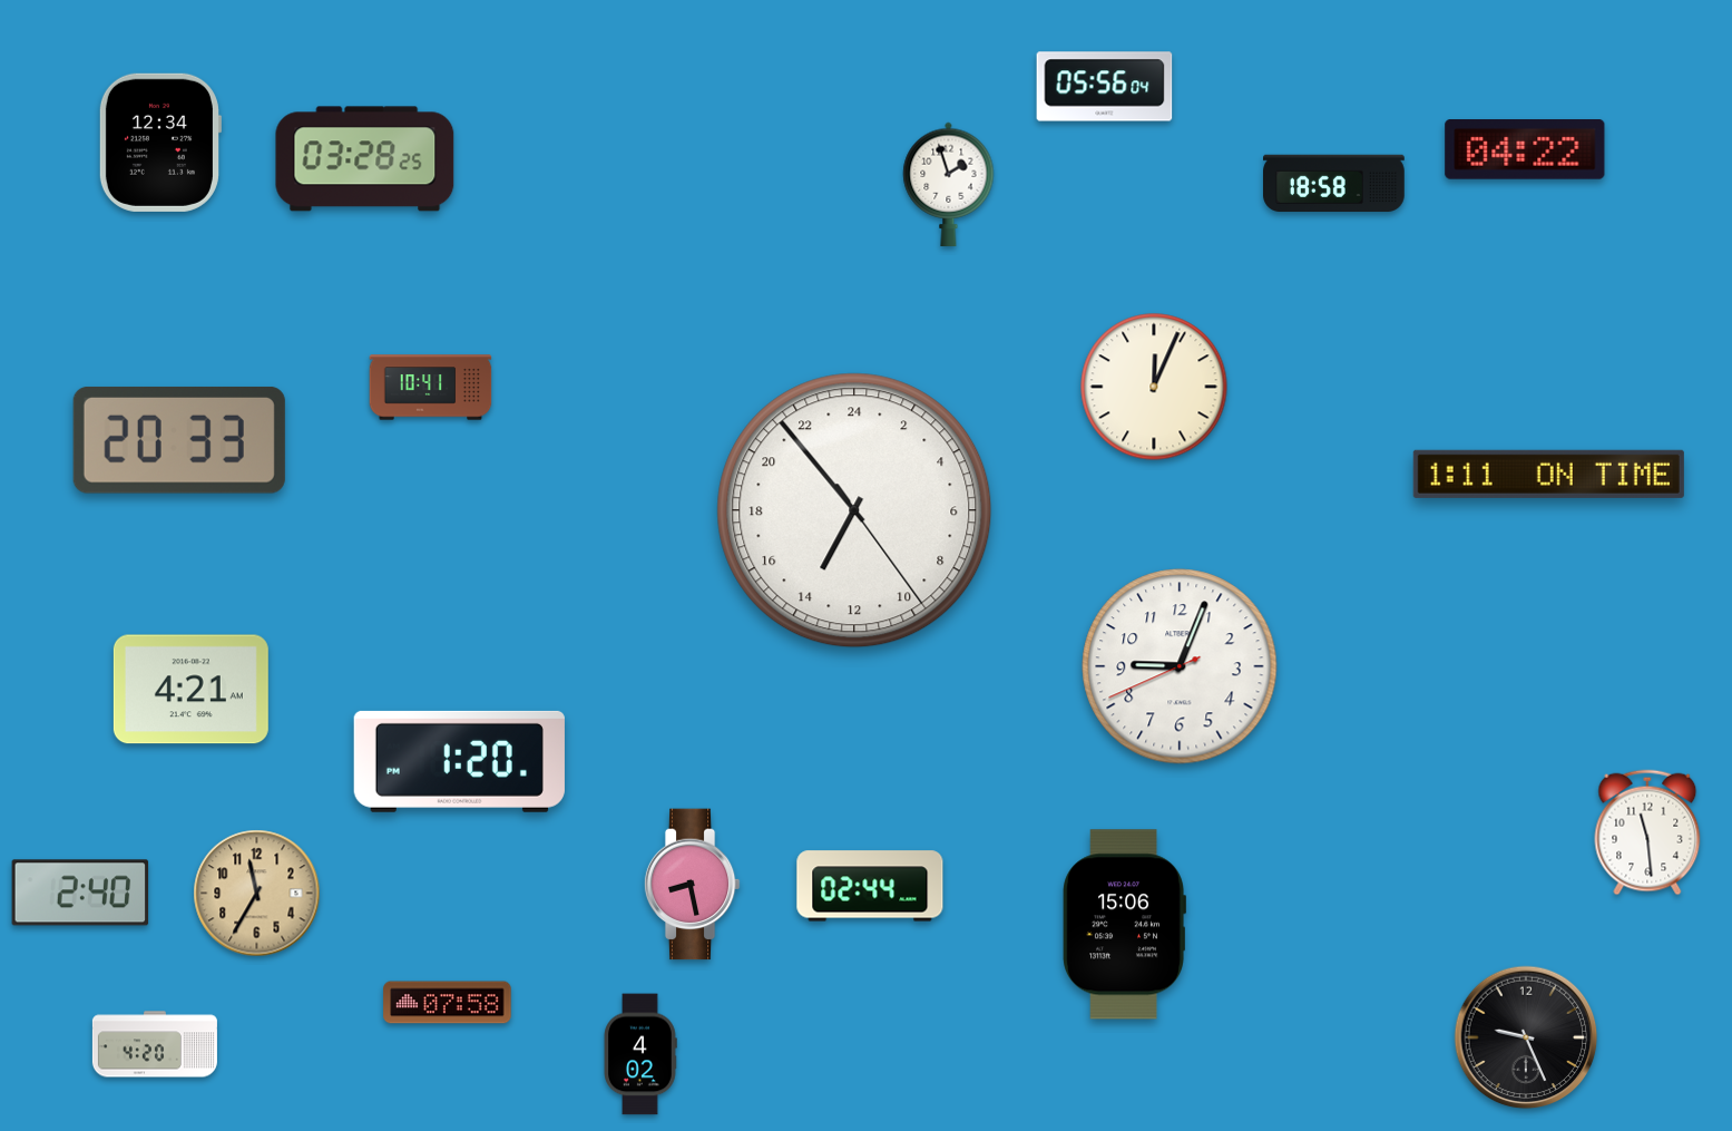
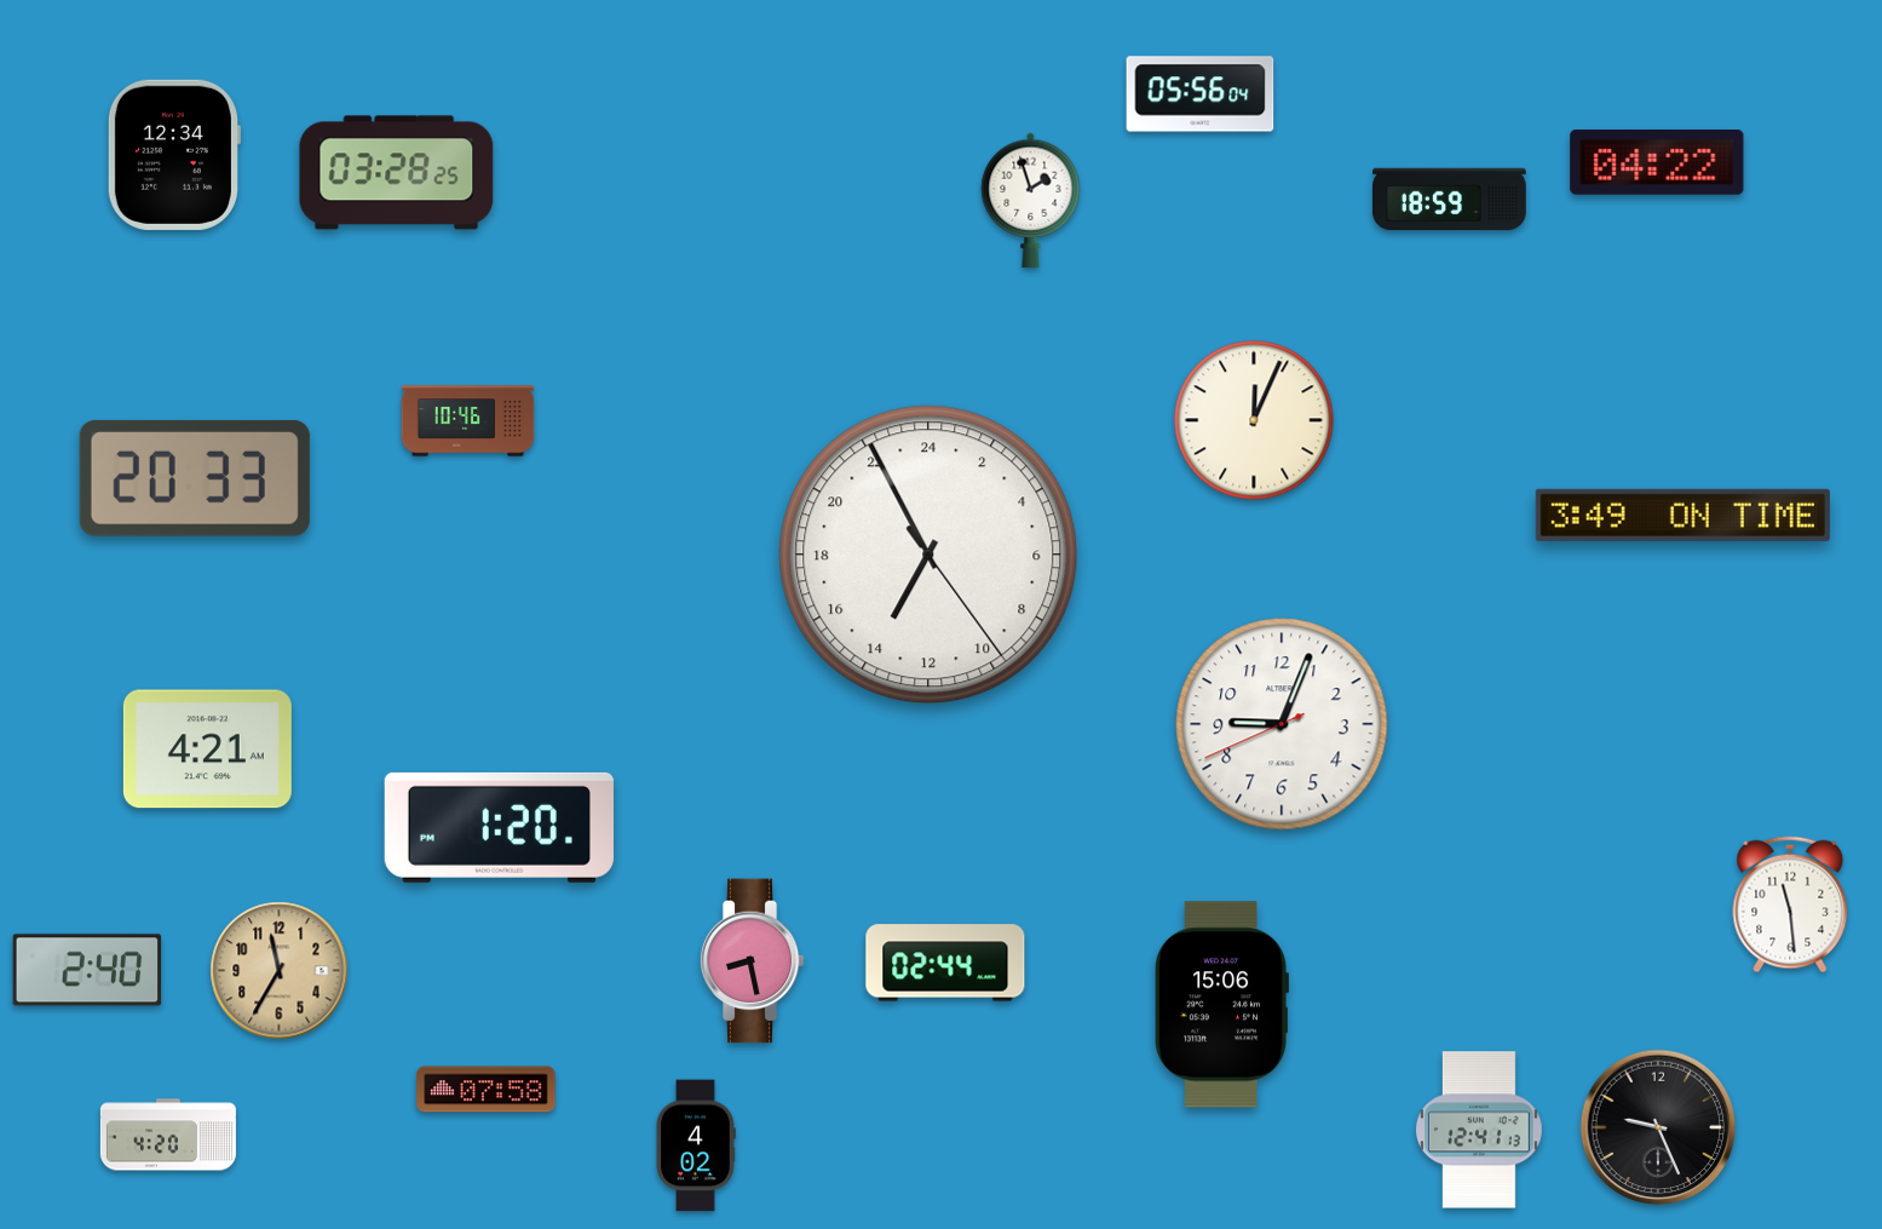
clock at (1334, 184): 18:58 -> 18:59
clock at (431, 388): 10:41 -> 10:46
clock at (1548, 474): 1:11 -> 3:49
clock at (854, 510): 13:53 -> 13:55
clock at (1480, 1130): none -> 12:41
